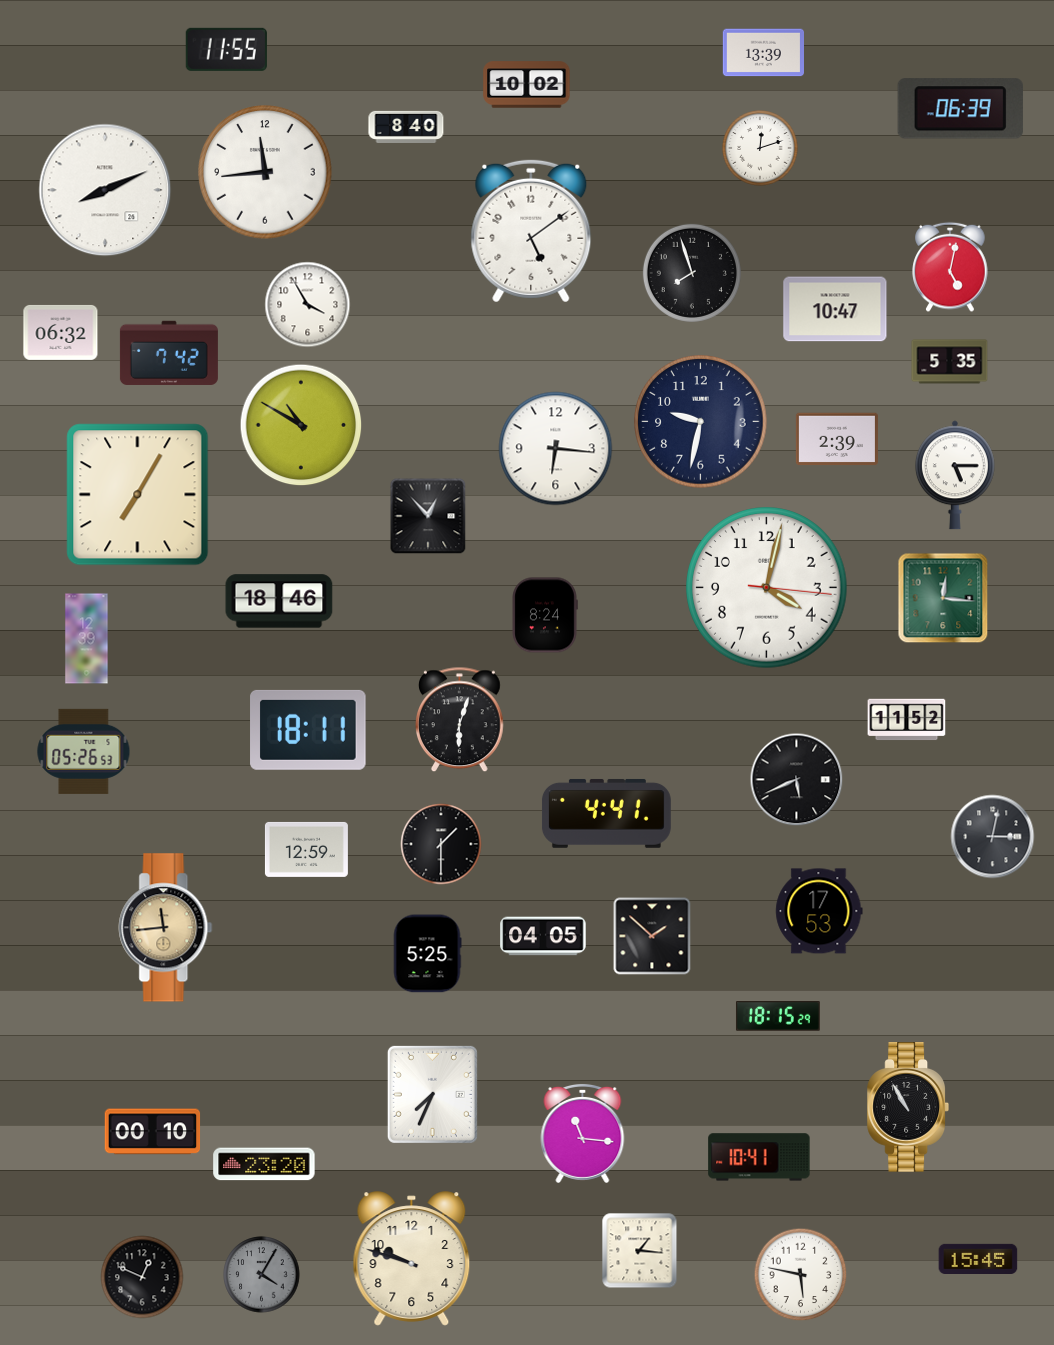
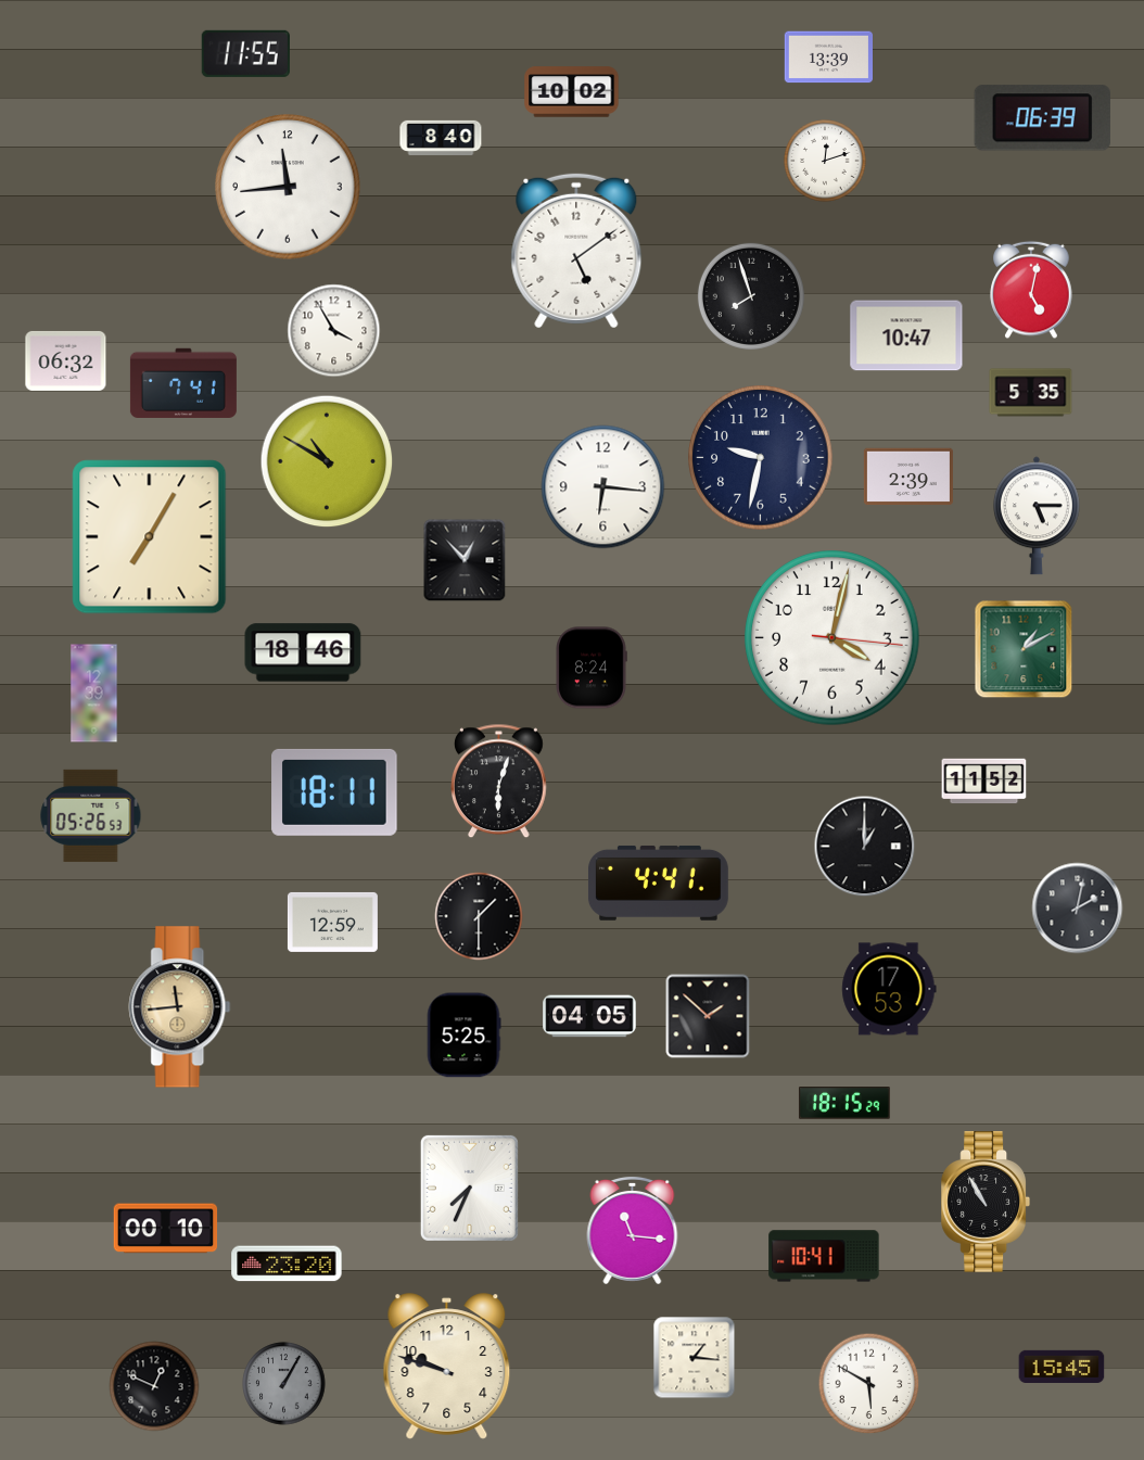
clock at (105, 190): 8:11 -> none
clock at (169, 353): 7:42 -> 7:41
clock at (943, 598): 12:16 -> 1:10
clock at (797, 780): 5:41 -> 1:00
clock at (993, 837): 3:02 -> 2:02
clock at (262, 1275): 4:05 -> 1:05
clock at (801, 1275): 5:47 -> 5:50
